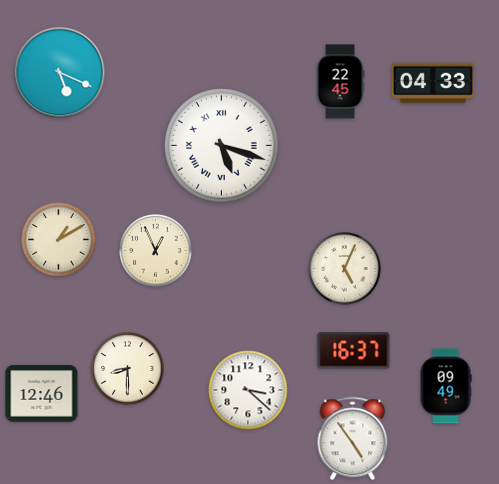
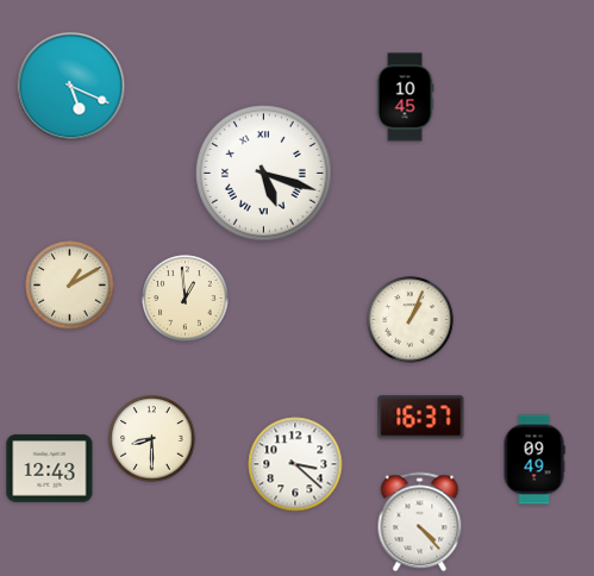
clock at (340, 82): 22:45 -> 10:45
clock at (433, 83): 04:33 -> none
clock at (156, 251): 12:56 -> 12:59
clock at (345, 269): 5:04 -> 1:04
clock at (446, 386) position: (446, 386) -> (534, 459)
clock at (42, 394): 12:46 -> 12:43
clock at (353, 439): 4:54 -> 4:23
